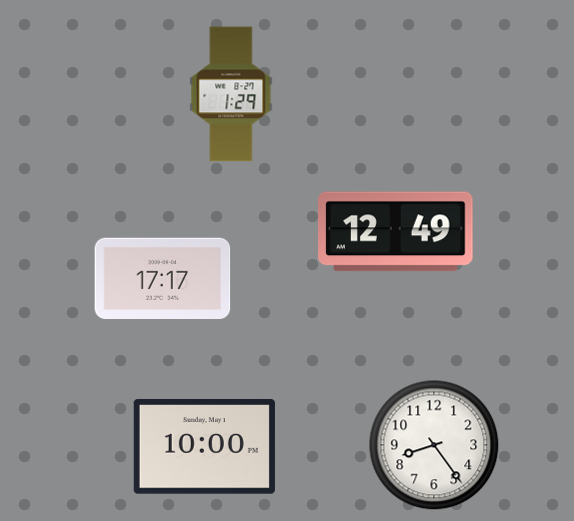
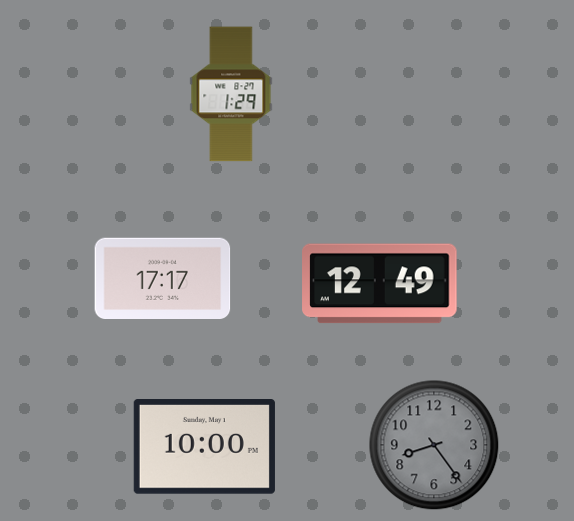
clock at (396, 232) position: (396, 232) -> (380, 284)
clock at (434, 445) dial: white -> grey
